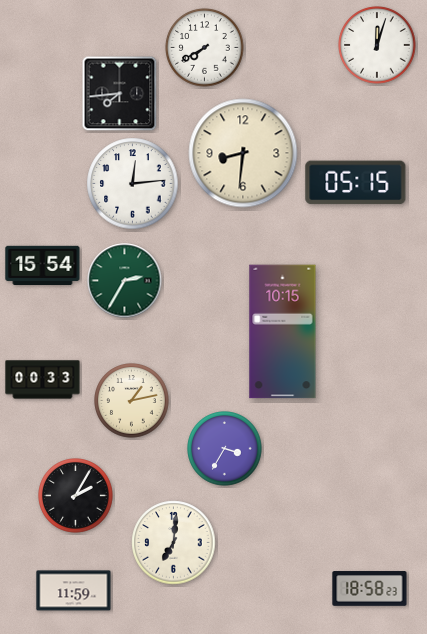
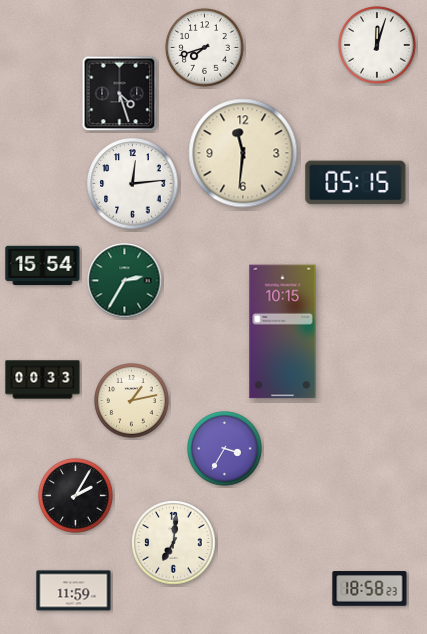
clock at (205, 48): 7:40 -> 7:42
clock at (120, 94): 7:44 -> 4:27
clock at (243, 153): 8:31 -> 11:31
